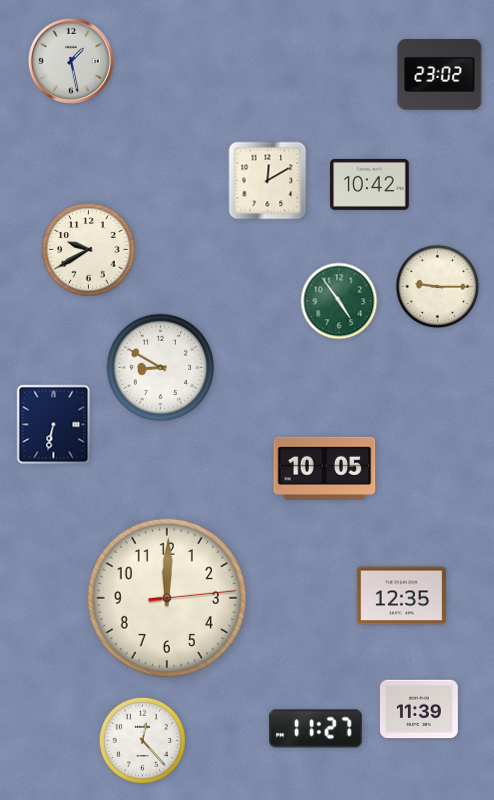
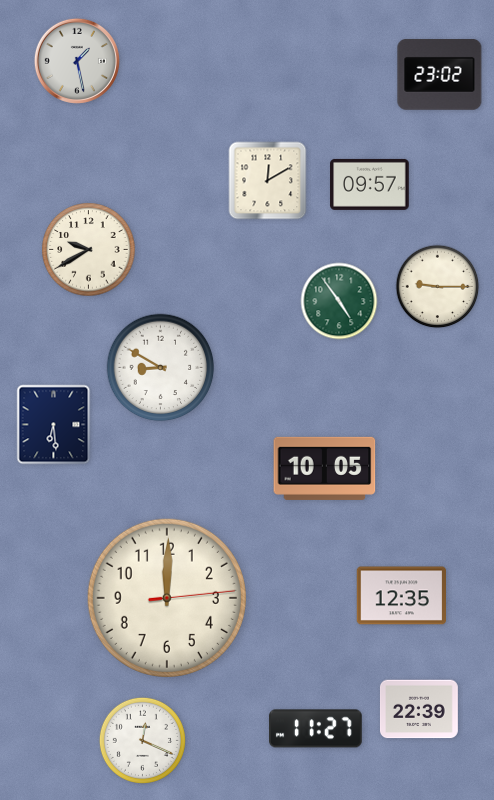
clock at (71, 61) position: (71, 61) -> (77, 61)
clock at (370, 184): 10:42 -> 09:57
clock at (54, 425): 6:32 -> 6:29
clock at (419, 709): 11:39 -> 22:39
clock at (142, 740): 12:23 -> 12:19
